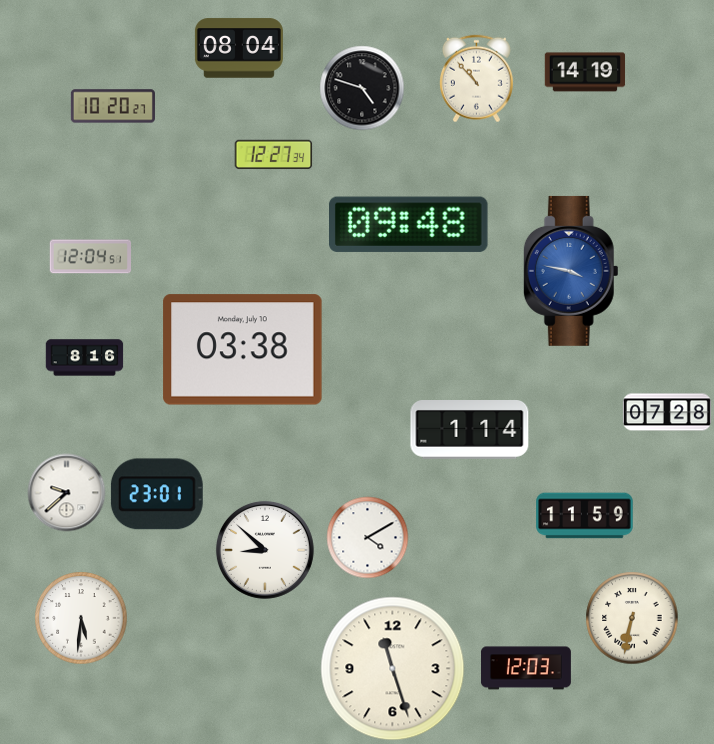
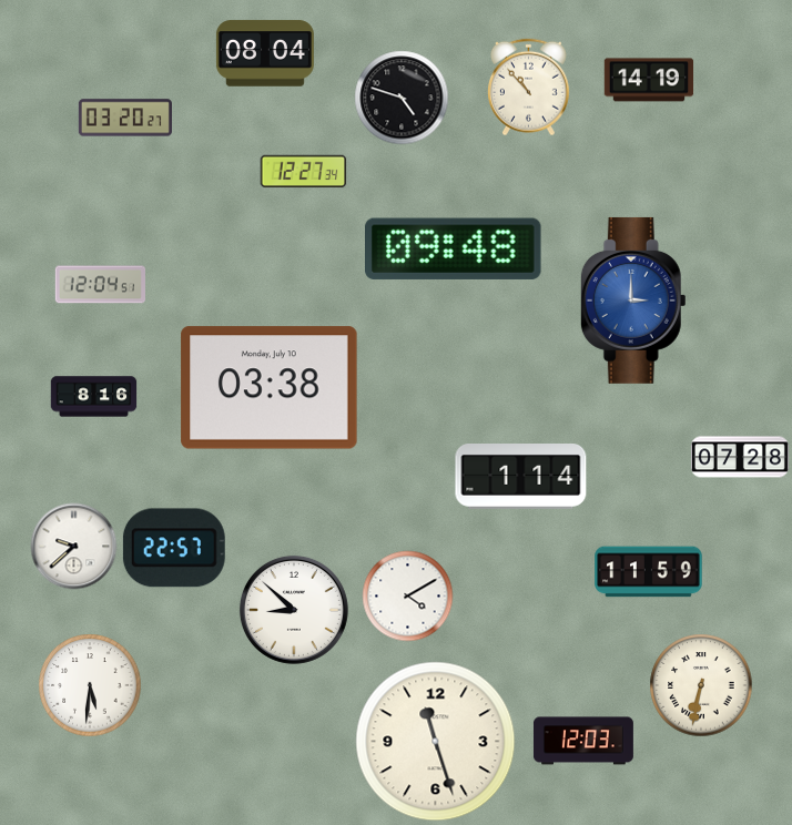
clock at (113, 106): 10:20 -> 03:20
clock at (571, 271): 3:47 -> 3:00
clock at (157, 494): 23:01 -> 22:57
